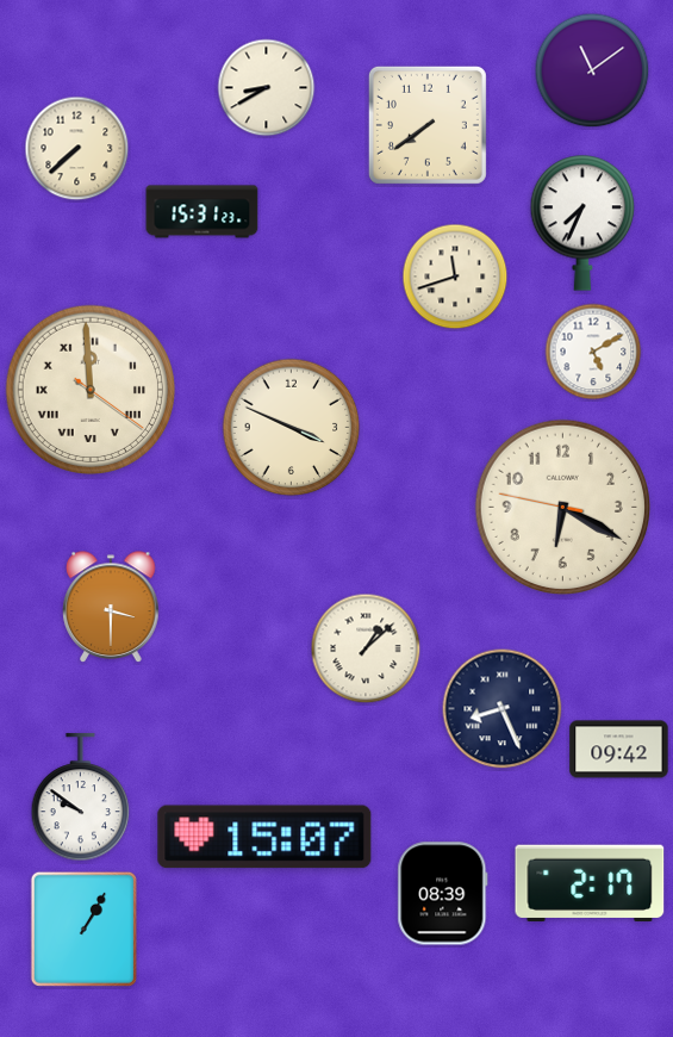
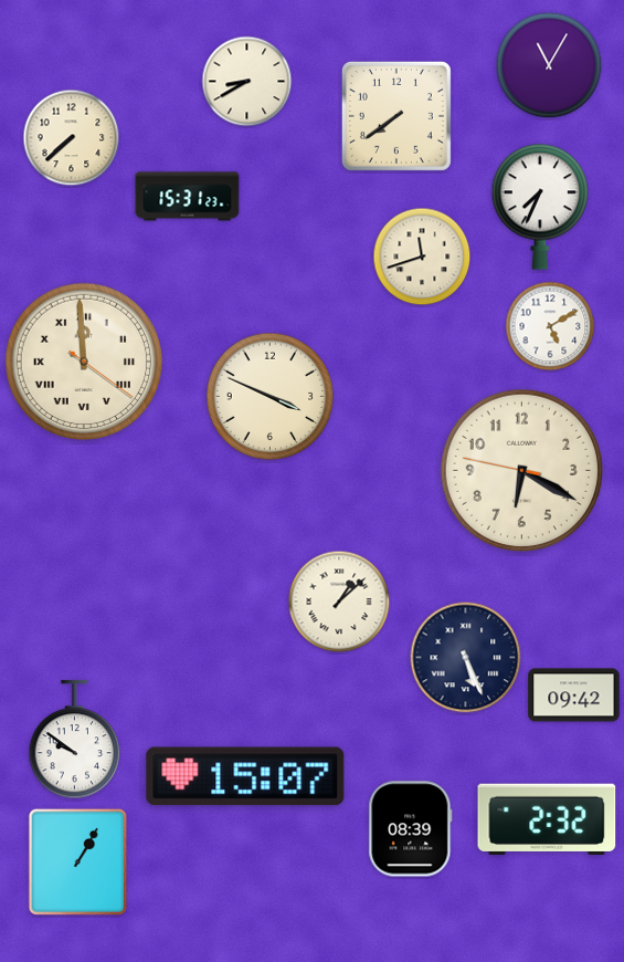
clock at (592, 70): 11:09 -> 11:05
clock at (111, 607): 3:30 -> none
clock at (503, 709): 8:26 -> 5:26
clock at (590, 882): 2:17 -> 2:32
